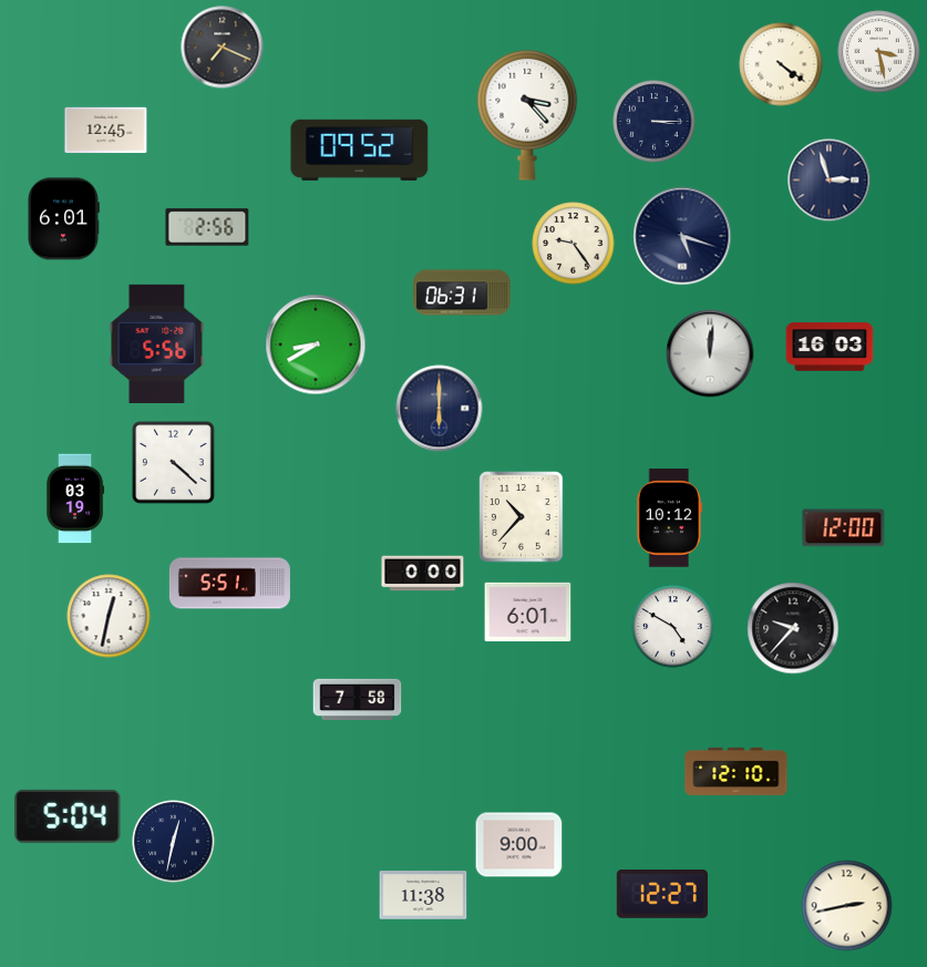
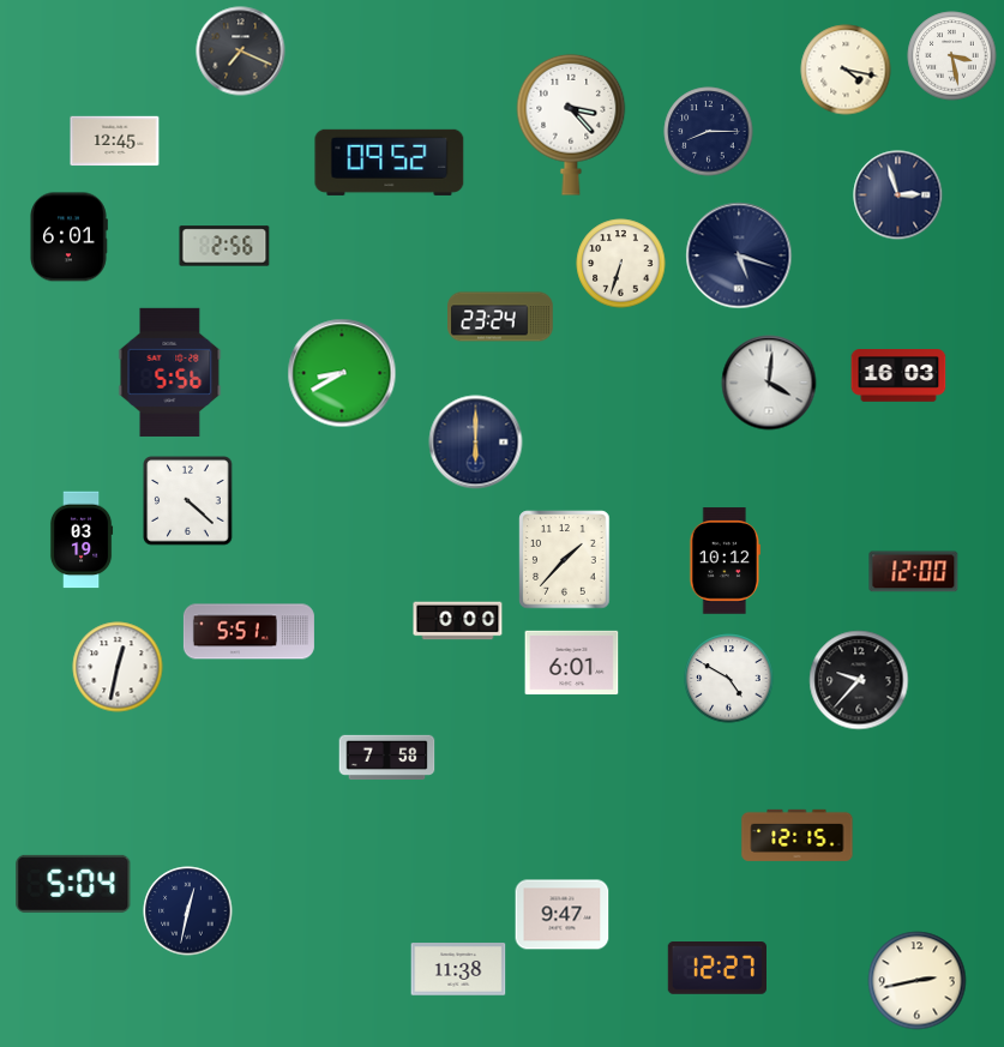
clock at (781, 64): 4:21 -> 4:17
clock at (655, 122): 3:15 -> 8:15
clock at (574, 244): 9:24 -> 6:33
clock at (462, 292): 06:31 -> 23:24
clock at (710, 353): 12:01 -> 4:01
clock at (522, 517): 10:37 -> 1:37
clock at (737, 771): 12:10 -> 12:15
clock at (519, 845): 9:00 -> 9:47
